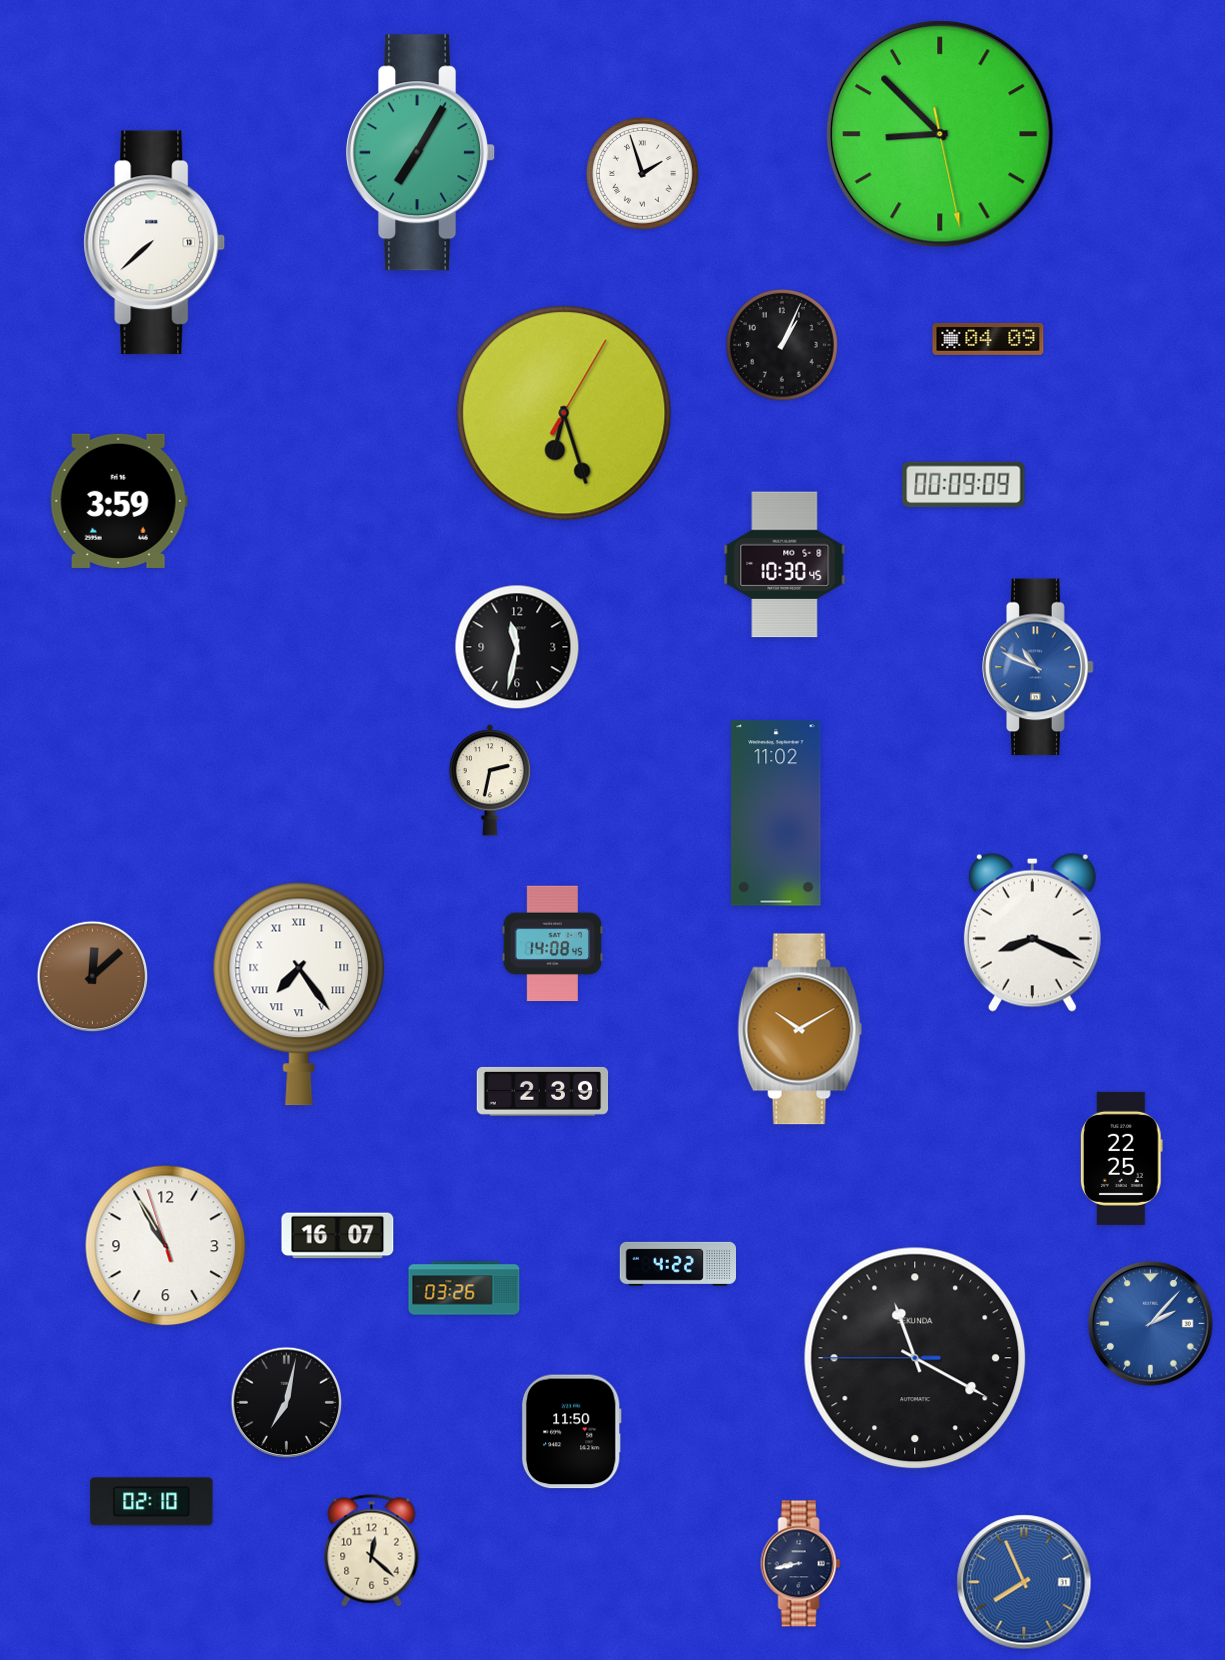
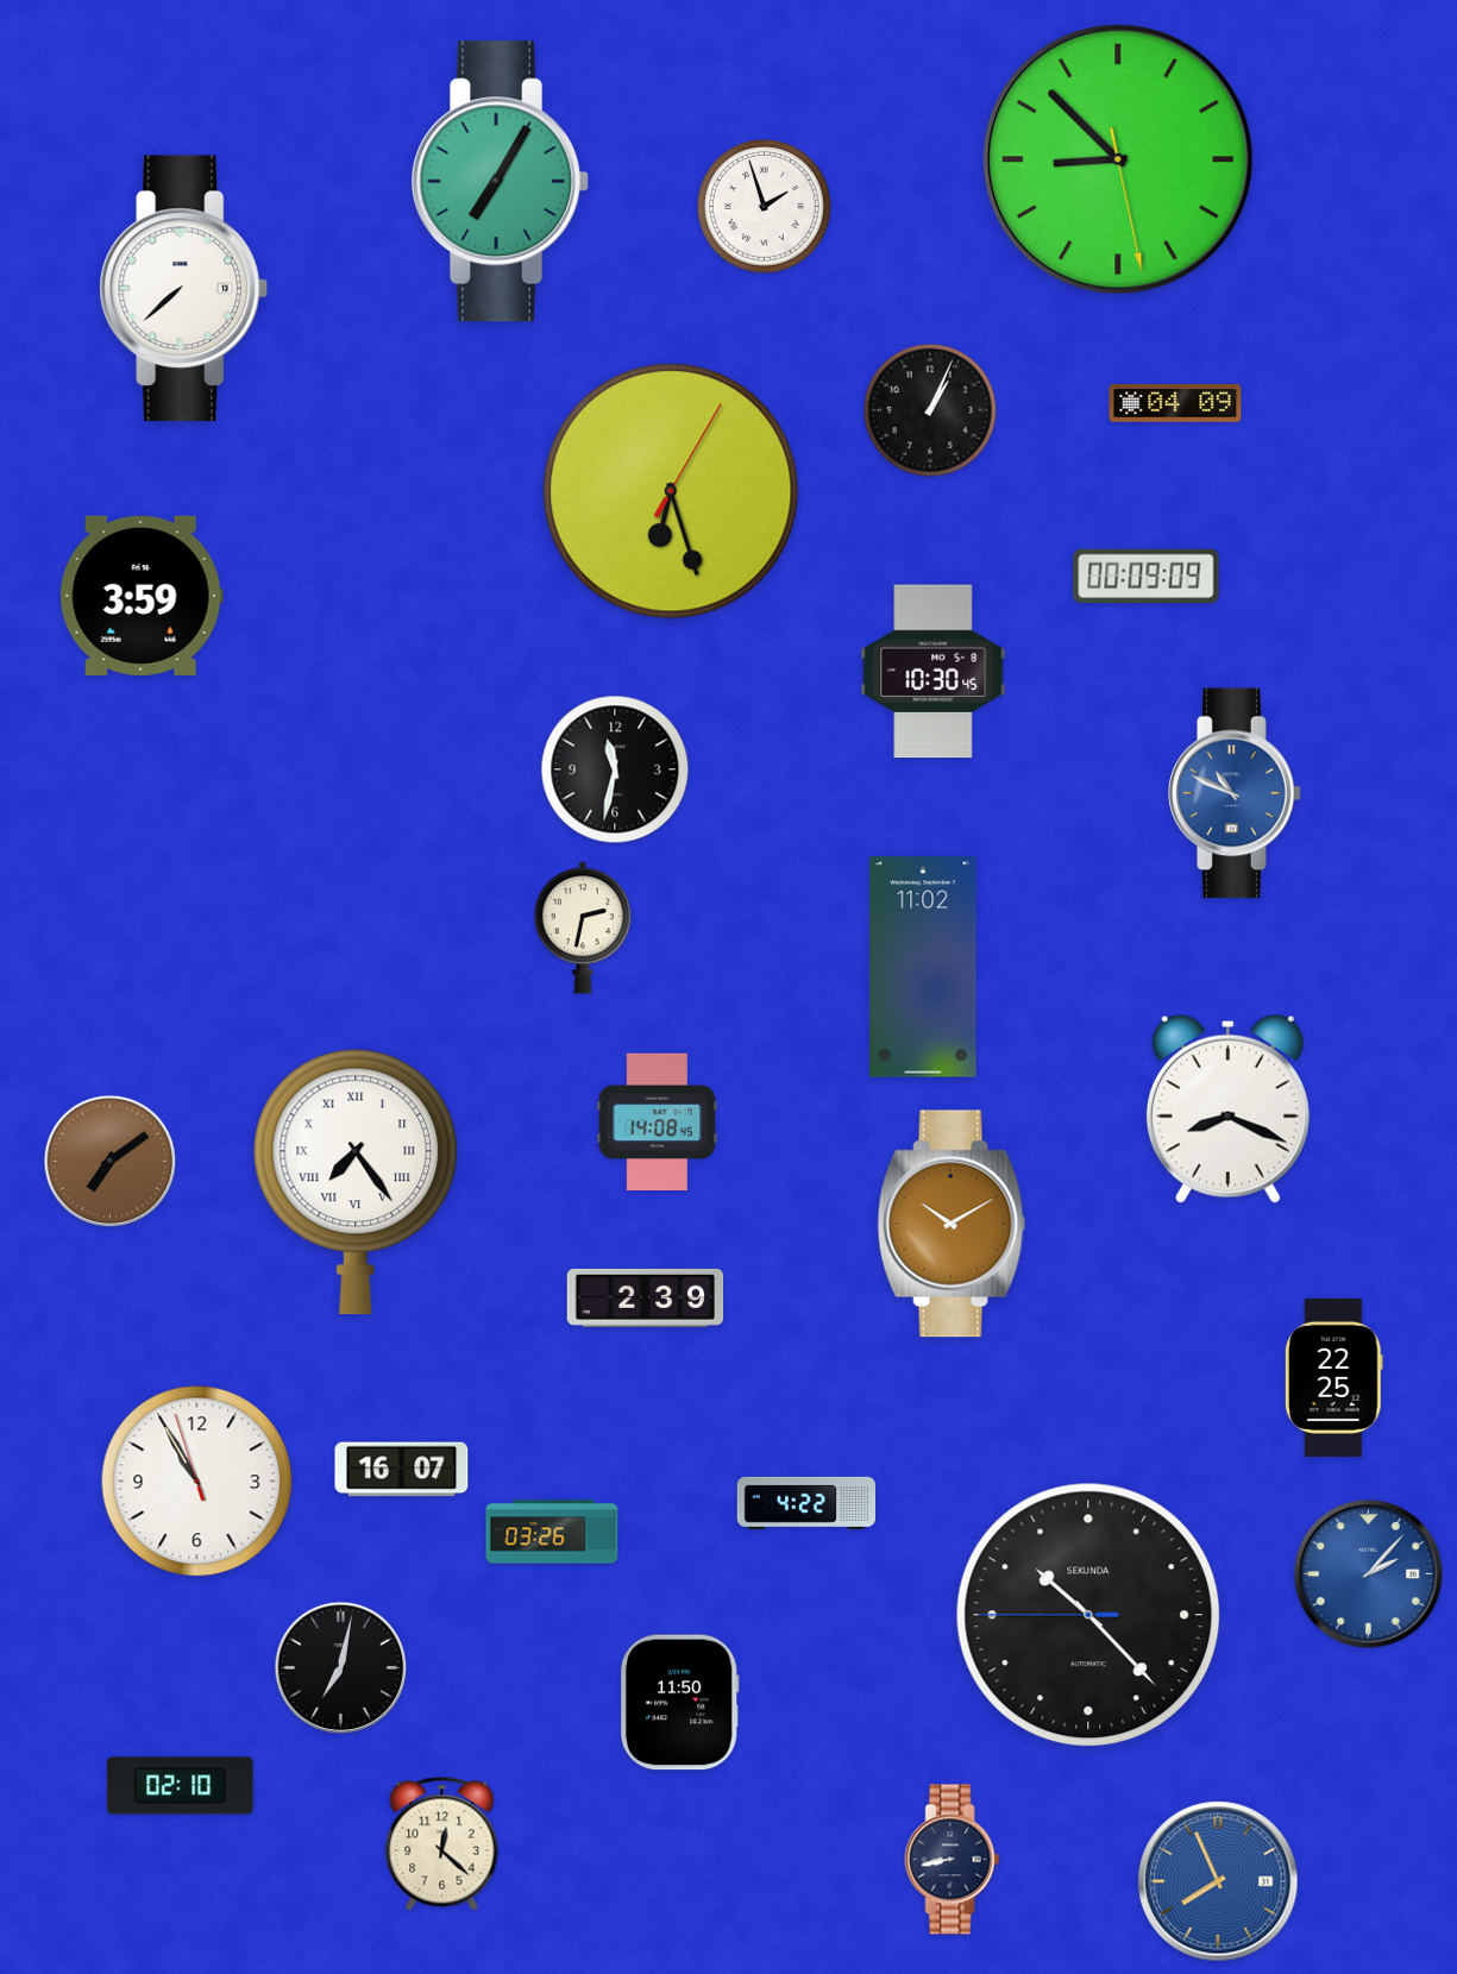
clock at (93, 977): 12:08 -> 7:09
clock at (915, 1358): 11:19 -> 10:22
